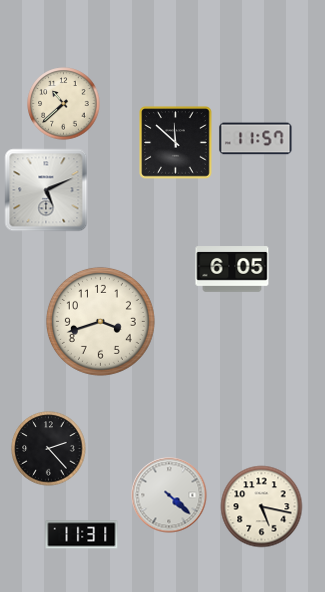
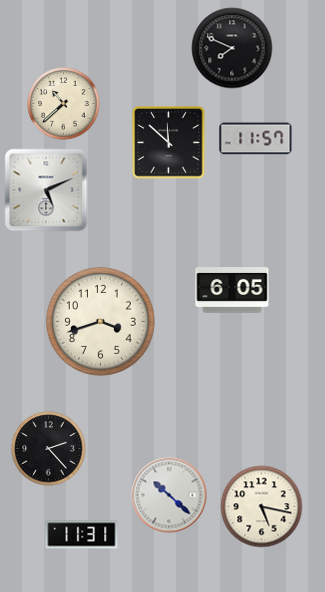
clock at (232, 48): none -> 7:49
clock at (176, 143) position: (176, 143) -> (169, 143)
clock at (232, 269) position: (232, 269) -> (232, 290)
clock at (169, 495): 4:22 -> 10:22
